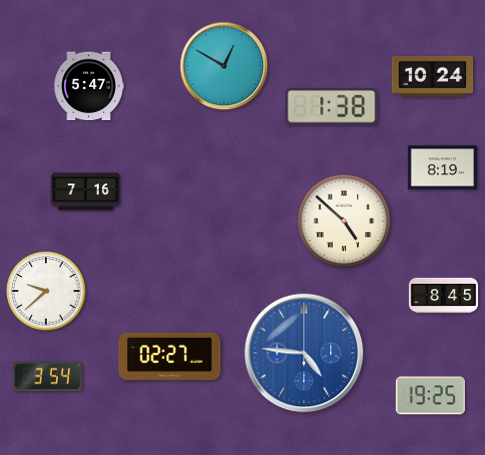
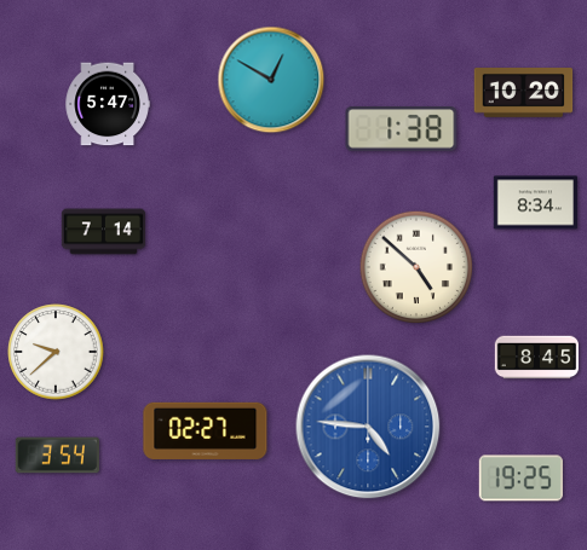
clock at (433, 77): 10:24 -> 10:20
clock at (443, 168): 8:19 -> 8:34
clock at (86, 192): 7:16 -> 7:14
